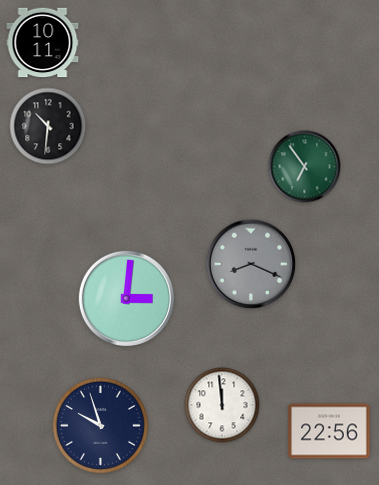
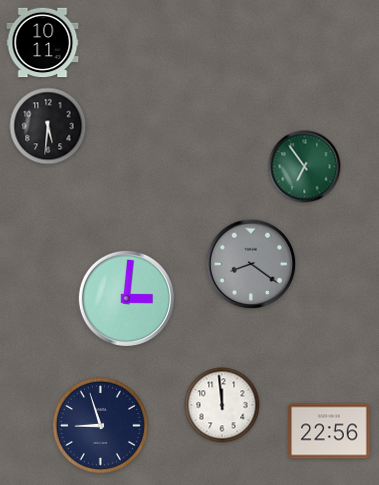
clock at (48, 126): 10:31 -> 5:31
clock at (251, 264): 8:19 -> 8:21
clock at (100, 425): 9:57 -> 8:57
